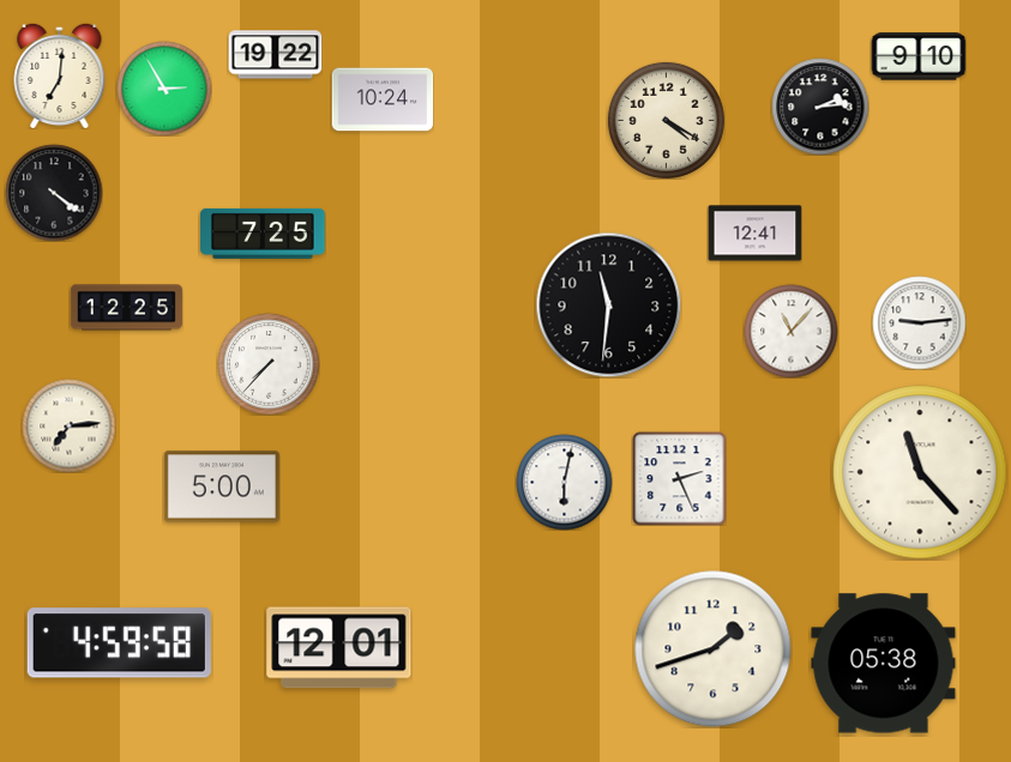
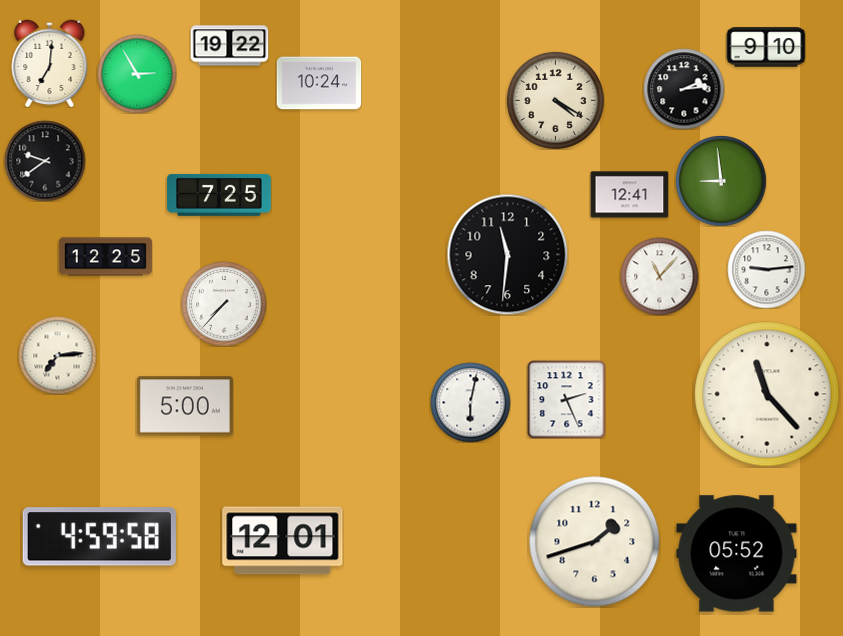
clock at (54, 193): 4:21 -> 9:39
clock at (721, 181): none -> 8:59
clock at (884, 664): 05:38 -> 05:52
